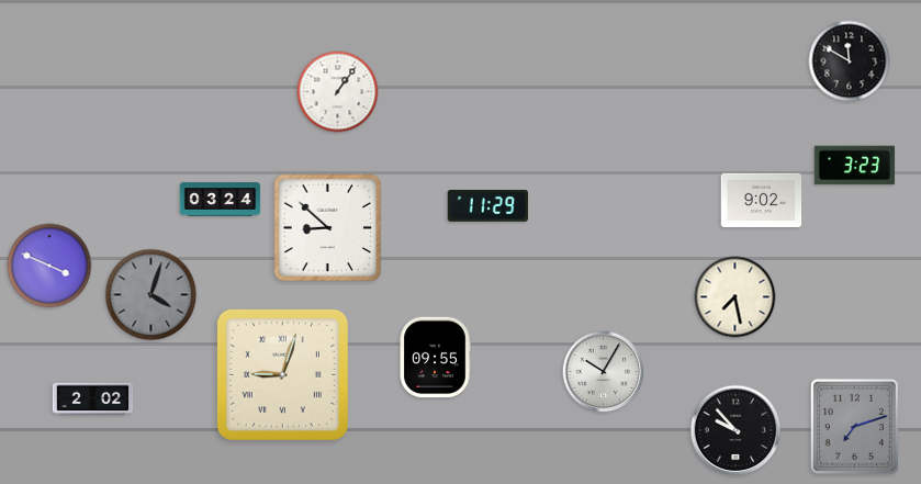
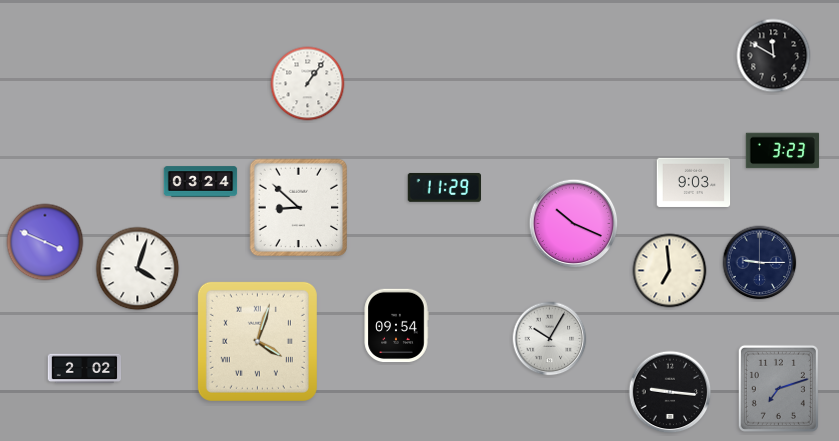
clock at (855, 166) position: (855, 166) -> (783, 151)
clock at (762, 200): 9:02 -> 9:03
clock at (574, 224): none -> 10:19
clock at (760, 263): none -> 9:15
clock at (151, 295) dial: grey -> white
clock at (735, 297): 7:28 -> 6:59
clock at (435, 358): 09:55 -> 09:54
clock at (282, 374): 9:03 -> 4:03
clock at (93, 399) position: (93, 399) -> (85, 369)
clock at (735, 430): 9:53 -> 9:16
